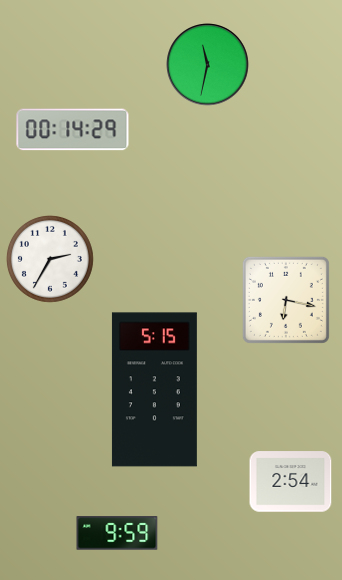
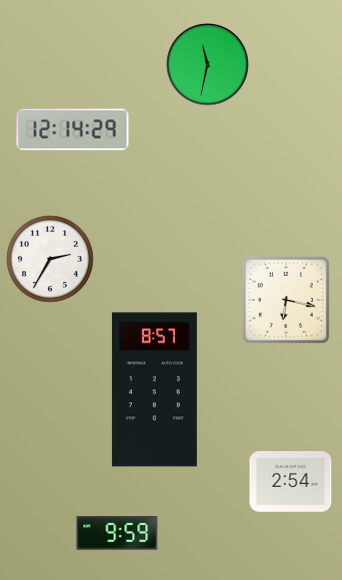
clock at (73, 130): 00:14 -> 12:14
clock at (154, 390): 5:15 -> 8:57
